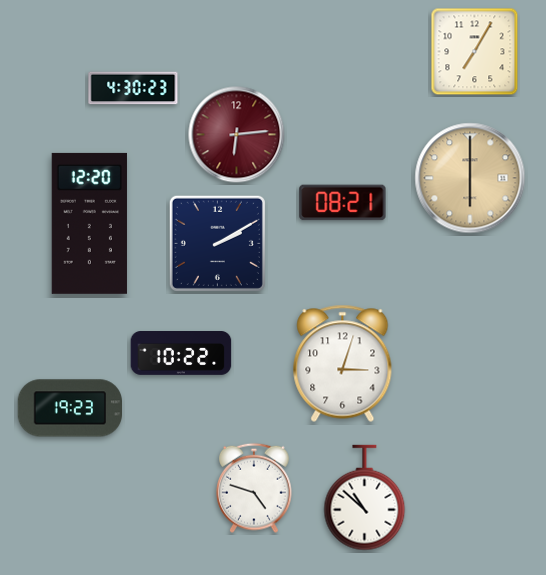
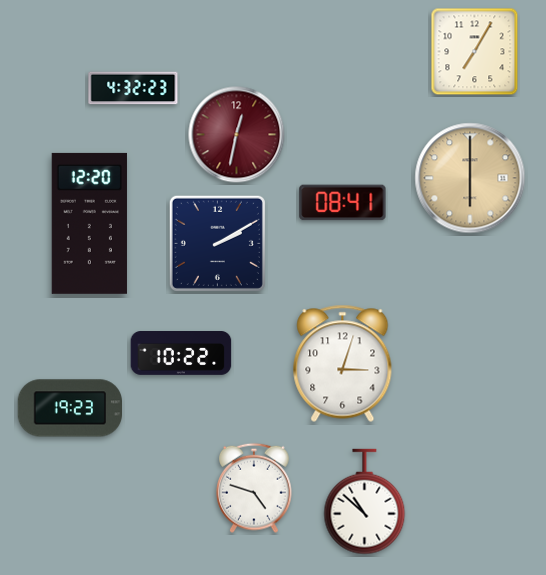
clock at (133, 88): 4:30 -> 4:32
clock at (237, 135): 6:14 -> 12:32
clock at (343, 203): 08:21 -> 08:41
clock at (365, 498) position: (365, 498) -> (365, 502)
